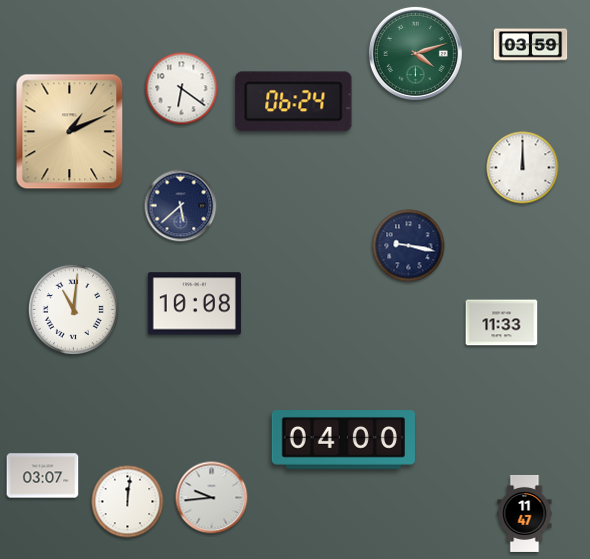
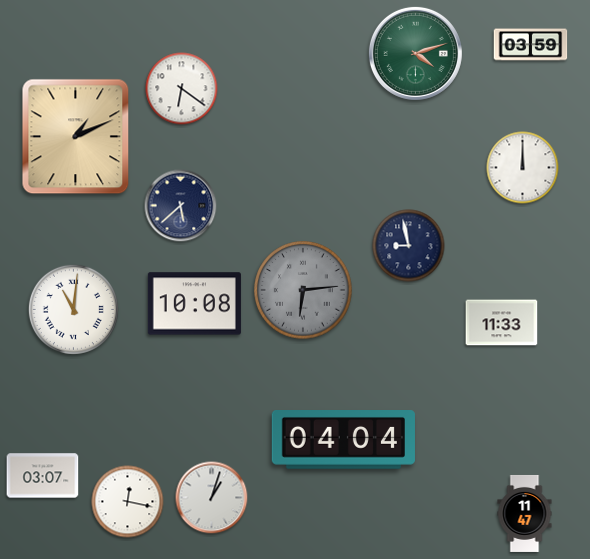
clock at (294, 102): 06:24 -> none
clock at (70, 132) position: (70, 132) -> (76, 137)
clock at (409, 246): 9:17 -> 8:58
clock at (303, 290): none -> 6:14
clock at (343, 440): 04:00 -> 04:04
clock at (212, 498): 9:44 -> 1:03
clock at (128, 502): 12:01 -> 12:17
